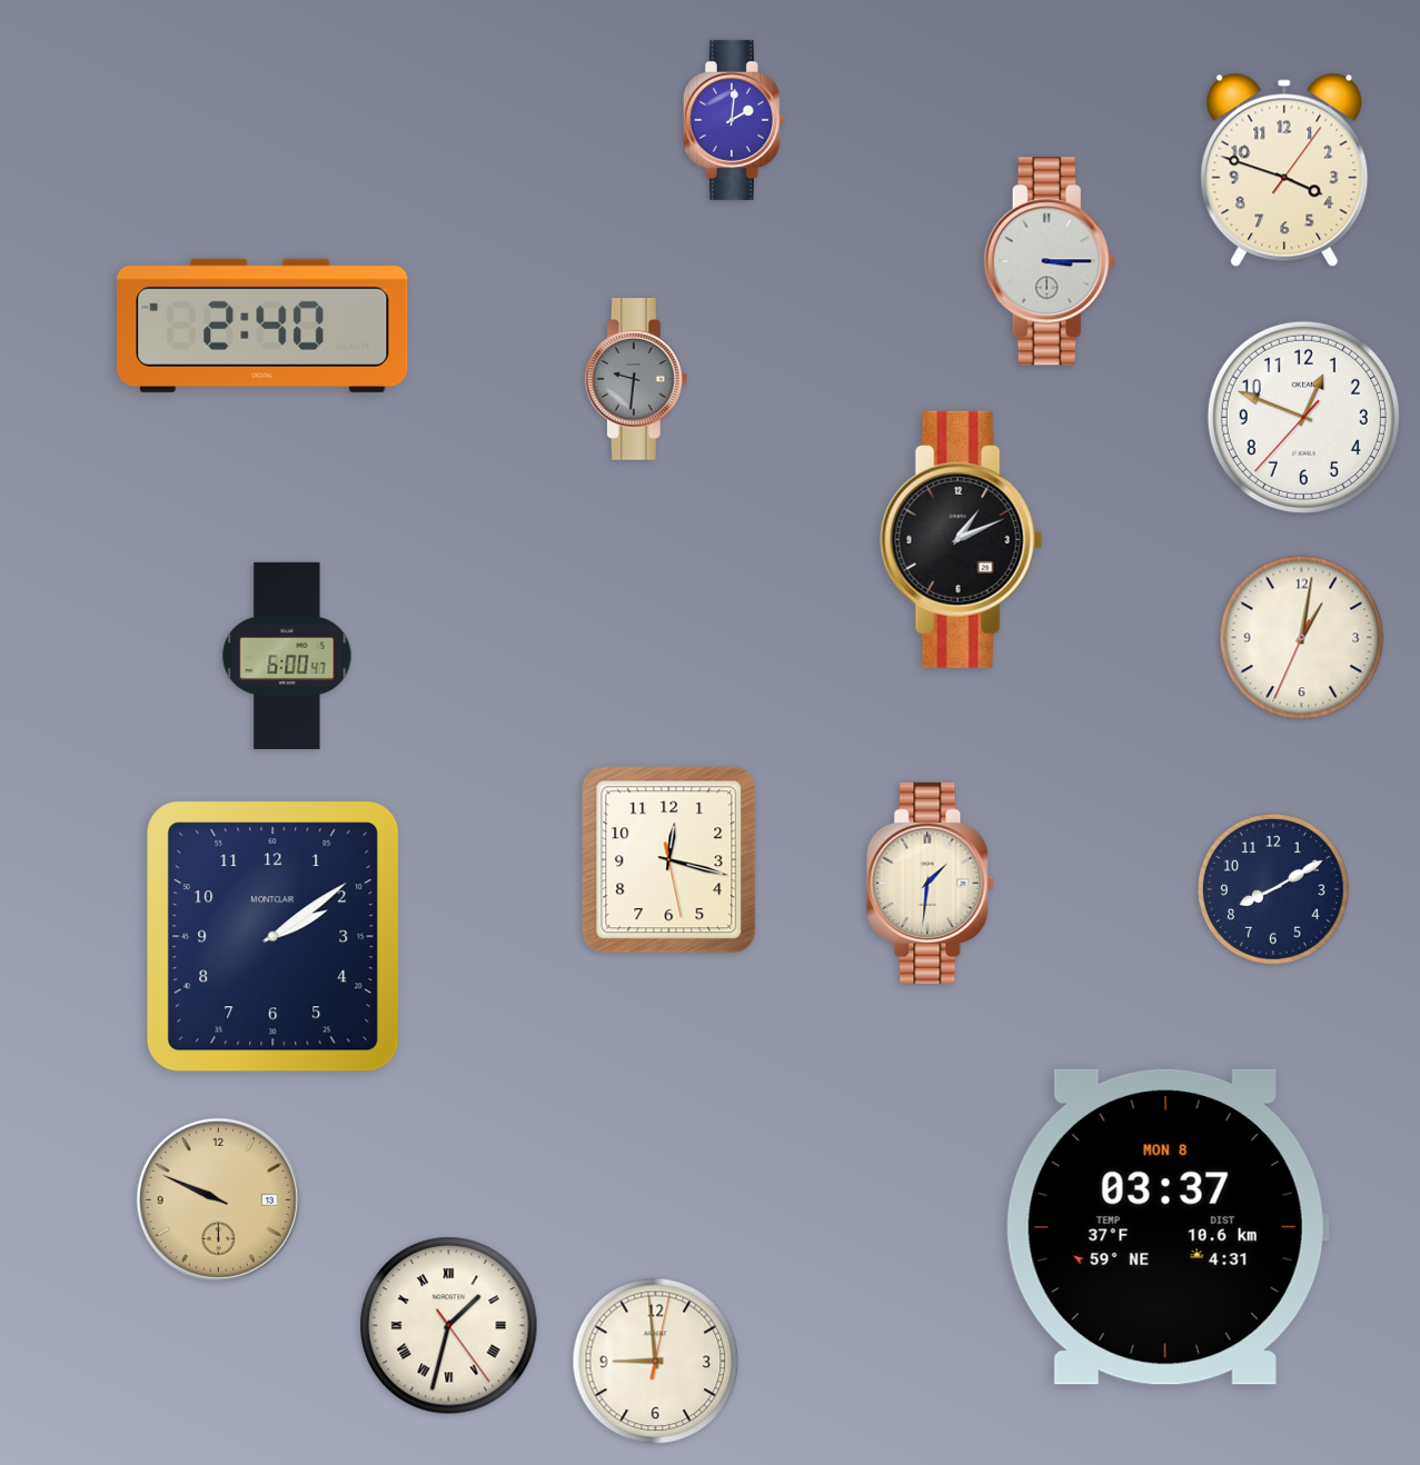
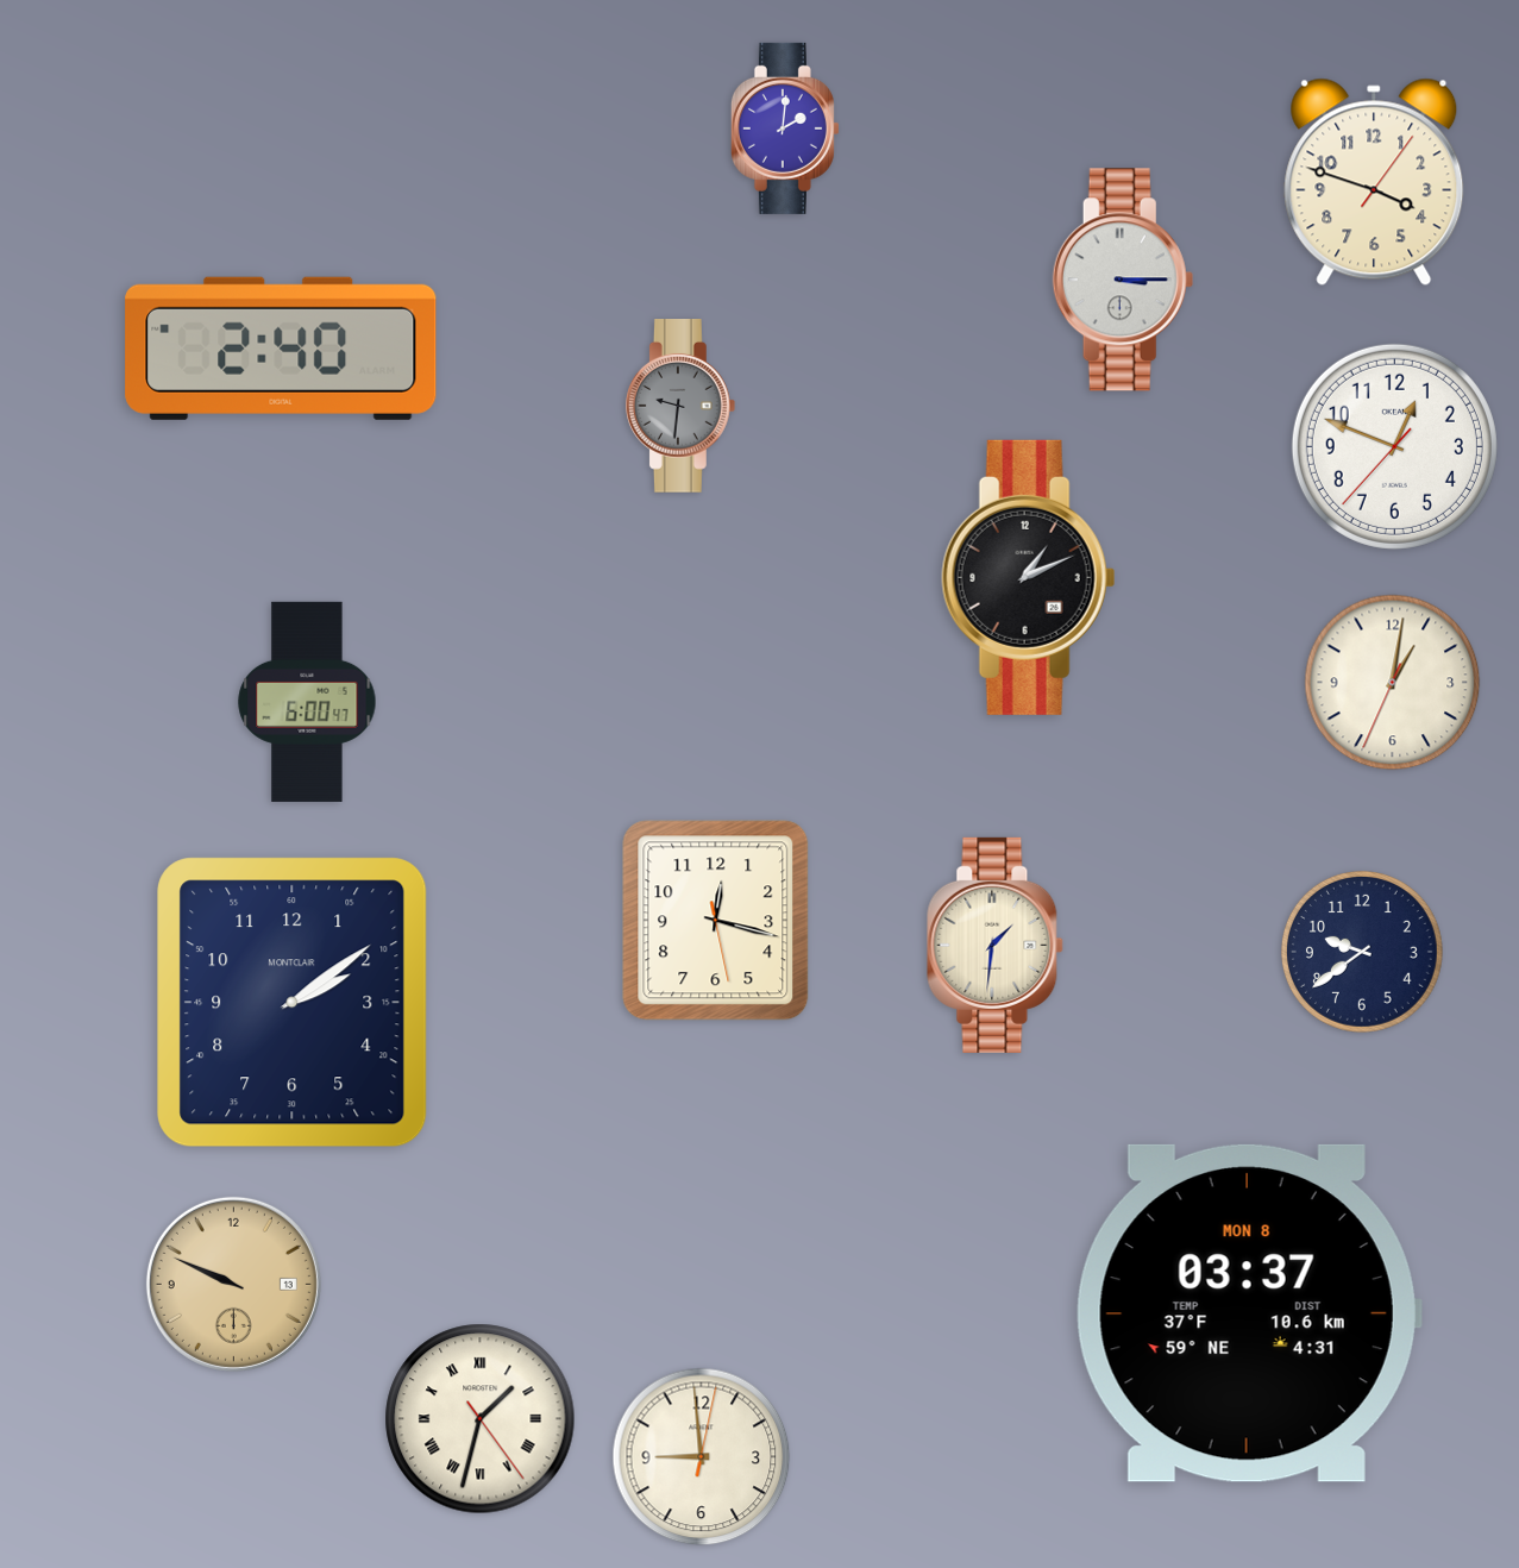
clock at (1273, 889): 8:10 -> 9:39
